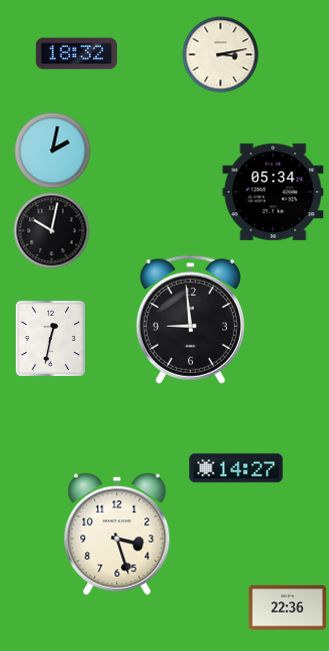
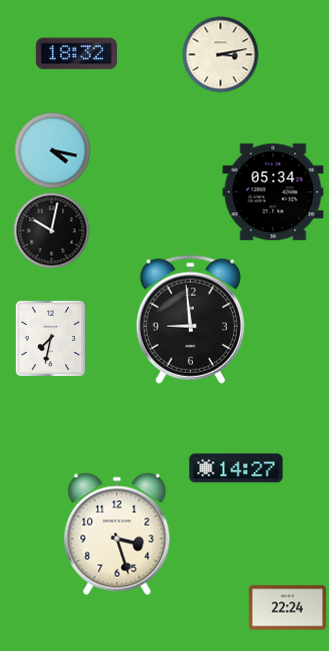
clock at (53, 151): 2:02 -> 4:17
clock at (51, 338): 12:32 -> 7:32
clock at (288, 608): 22:36 -> 22:24
